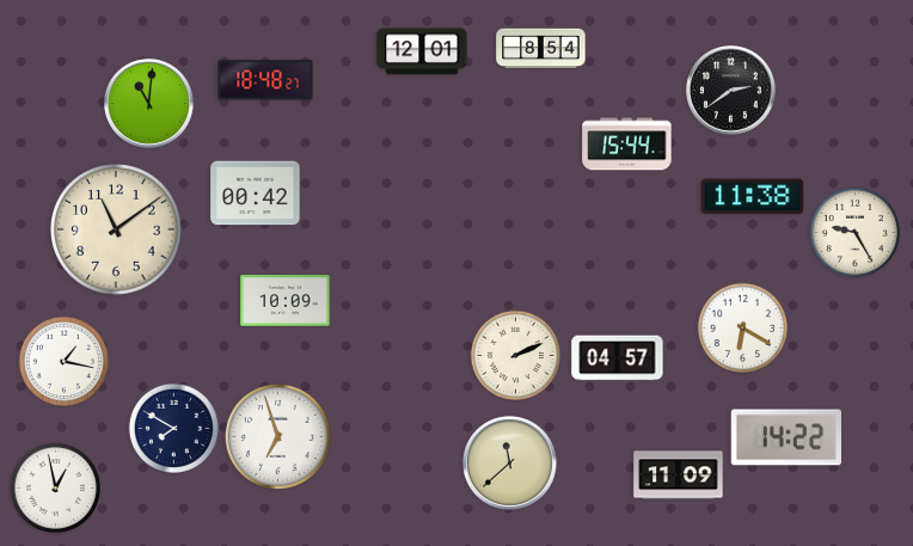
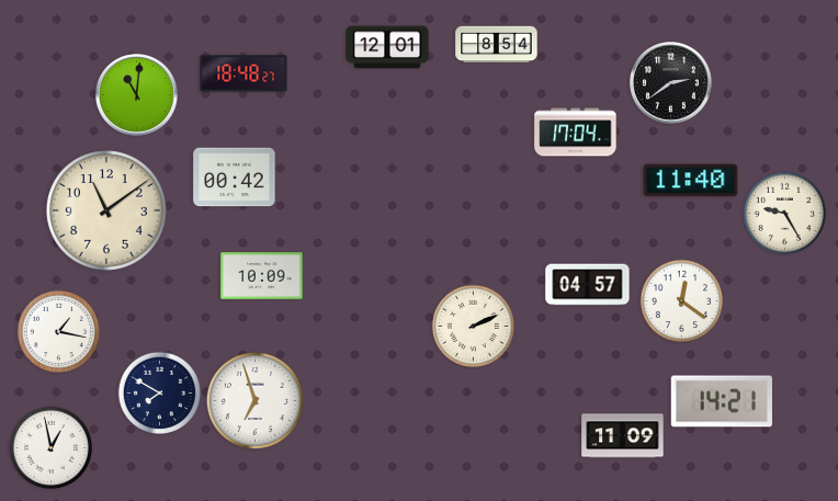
clock at (627, 145): 15:44 -> 17:04
clock at (753, 197): 11:38 -> 11:40
clock at (742, 327): 6:20 -> 12:21
clock at (618, 358) position: (618, 358) -> (588, 285)
clock at (785, 437): 14:22 -> 14:21
clock at (509, 462): 11:38 -> none
